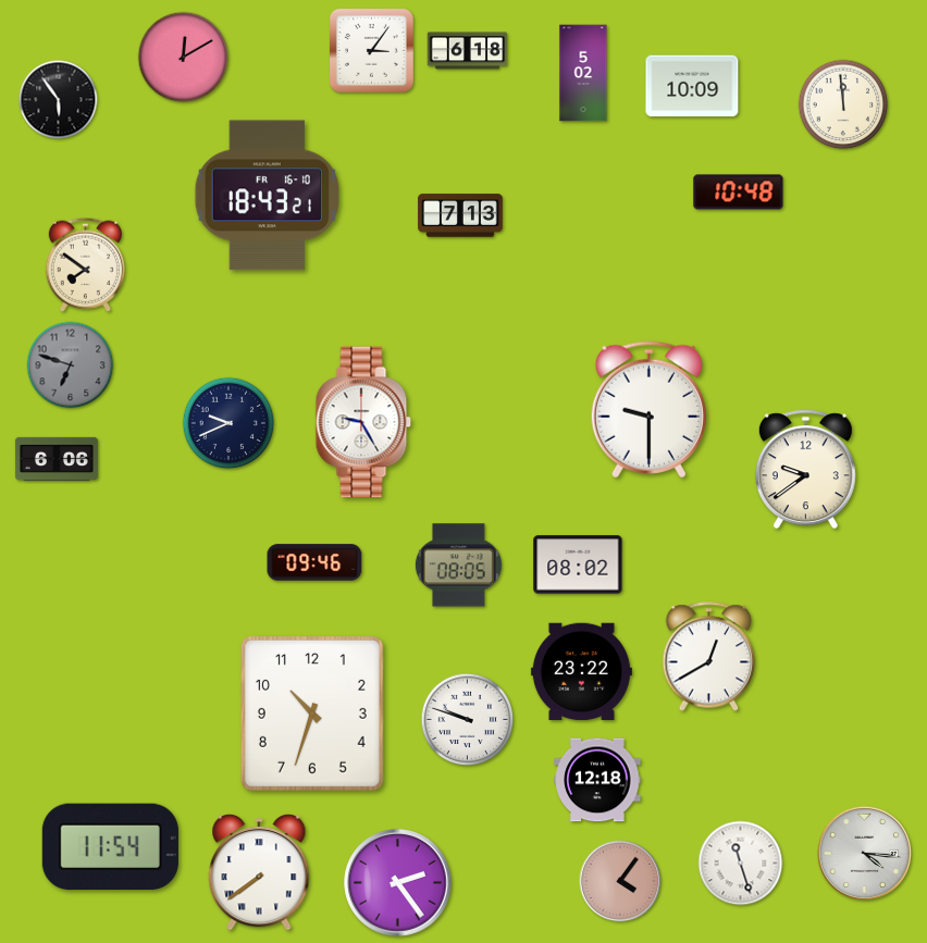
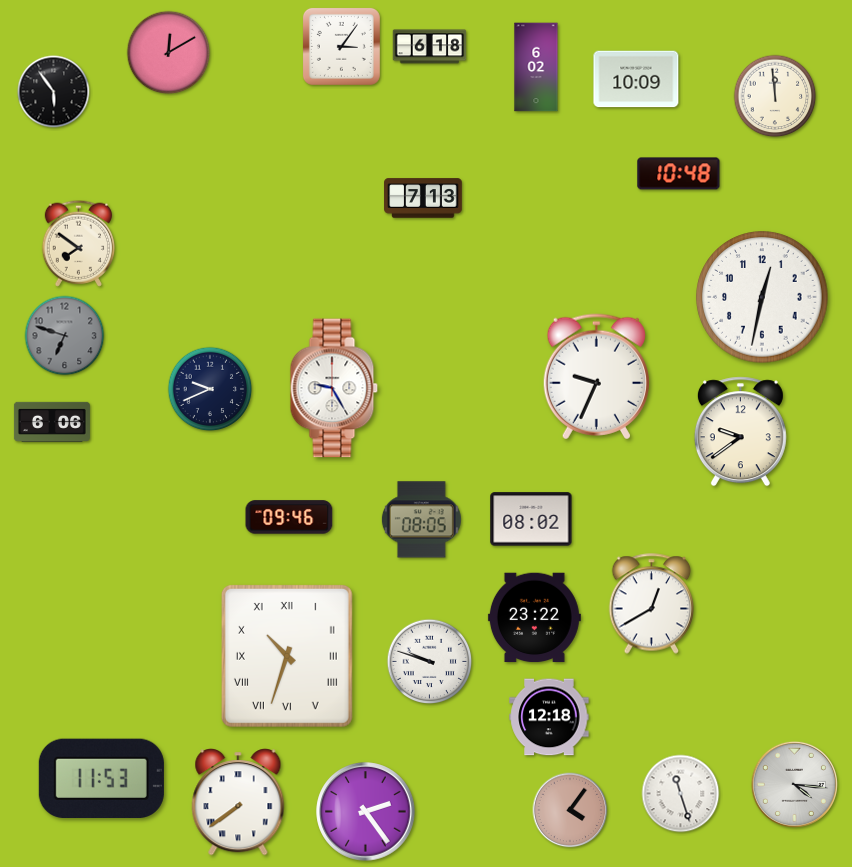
clock at (583, 73): 5:02 -> 6:02
clock at (739, 193) position: (739, 193) -> (679, 174)
clock at (267, 196): 18:43 -> none
clock at (762, 297): none -> 12:32
clock at (648, 410): 9:30 -> 9:34
clock at (312, 714) numerals: Arabic -> Roman
clock at (110, 846): 11:54 -> 11:53
